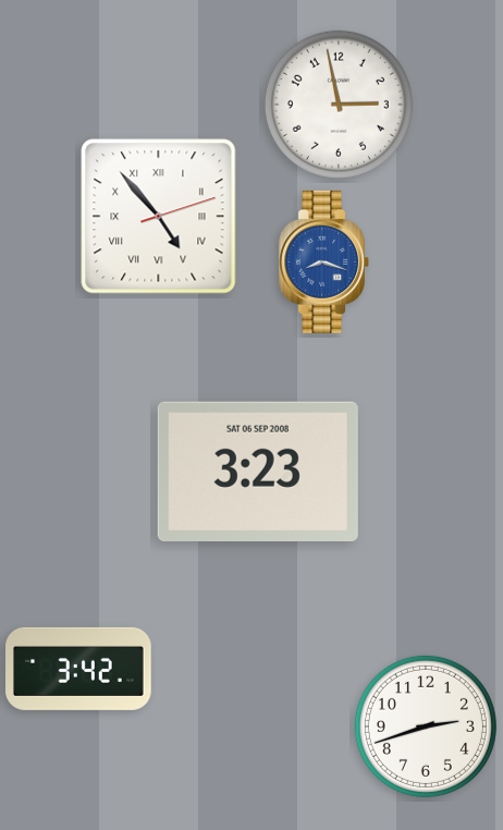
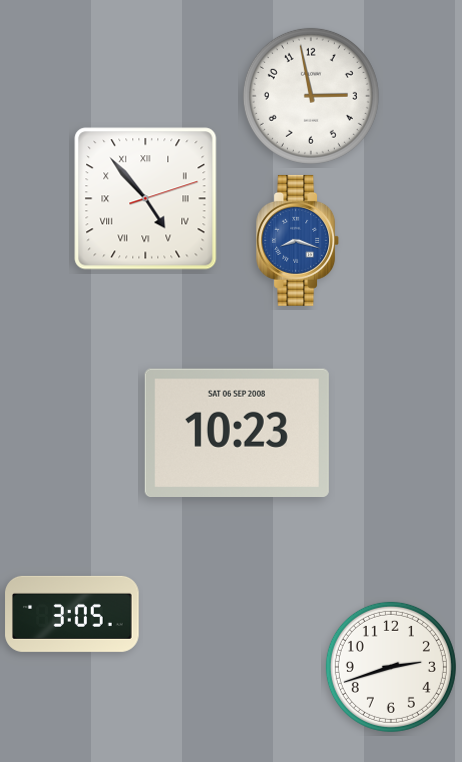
clock at (258, 471): 3:23 -> 10:23
clock at (78, 669): 3:42 -> 3:05
